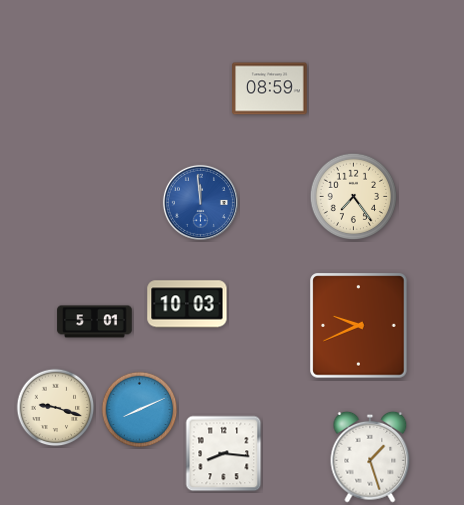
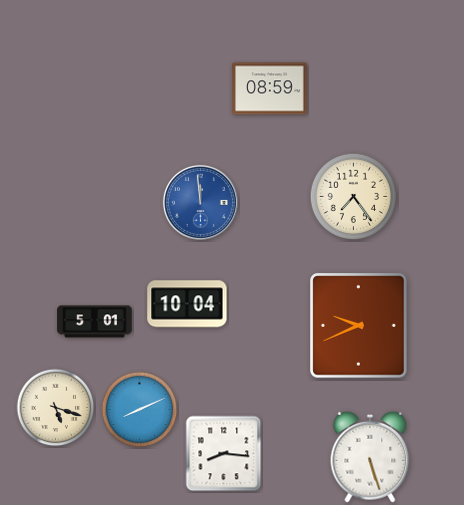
clock at (187, 304): 10:03 -> 10:04
clock at (56, 408): 9:18 -> 5:18
clock at (370, 457): 1:27 -> 5:27
